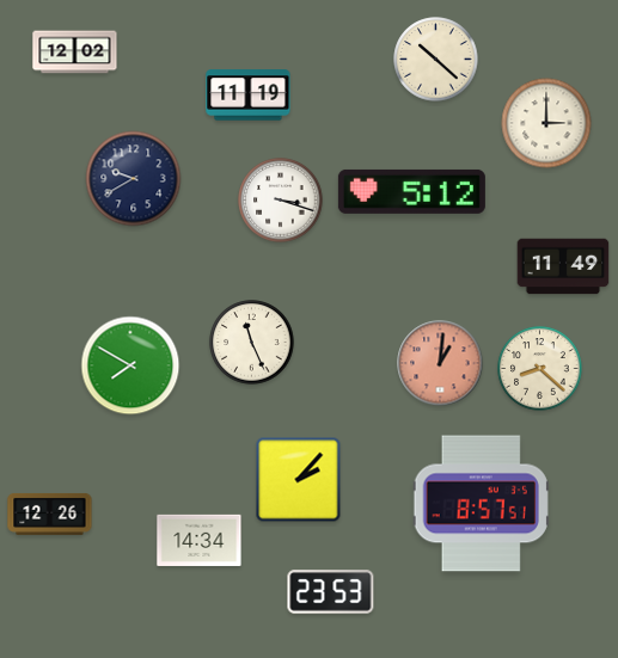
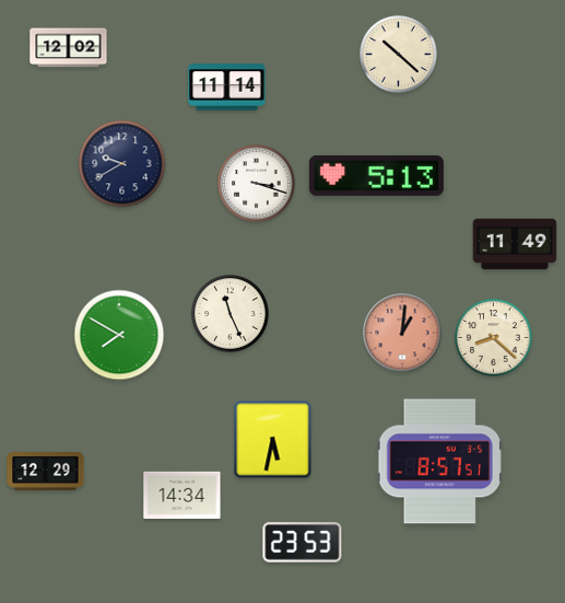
clock at (249, 96): 11:19 -> 11:14
clock at (546, 123): 3:00 -> none
clock at (411, 191): 5:12 -> 5:13
clock at (299, 480): 2:07 -> 5:32
clock at (50, 514): 12:26 -> 12:29
